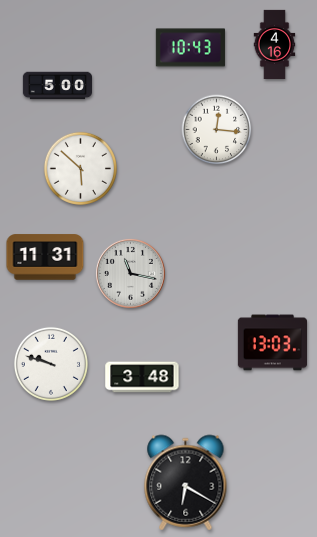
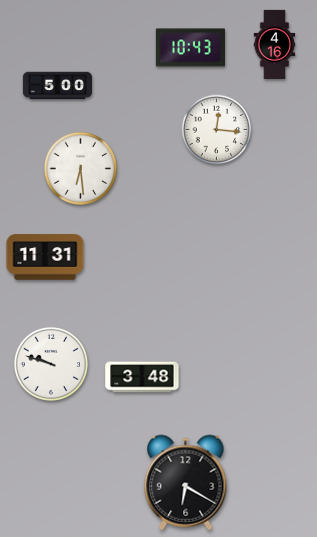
clock at (80, 168): 5:52 -> 6:29
clock at (130, 273): 11:17 -> none
clock at (272, 343): 13:03 -> none
